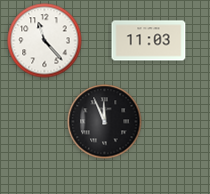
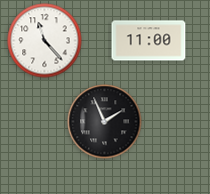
clock at (149, 41): 11:03 -> 11:00
clock at (105, 122): 11:56 -> 1:56
